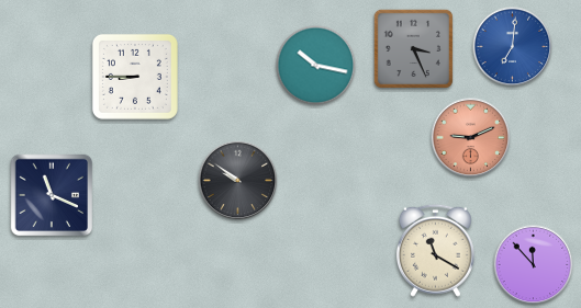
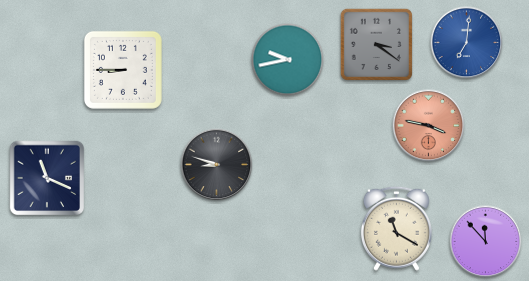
clock at (413, 48): 3:26 -> 3:21
clock at (316, 66): 10:17 -> 9:43
clock at (471, 138): 9:11 -> 3:47
clock at (238, 181): 9:51 -> 8:48
